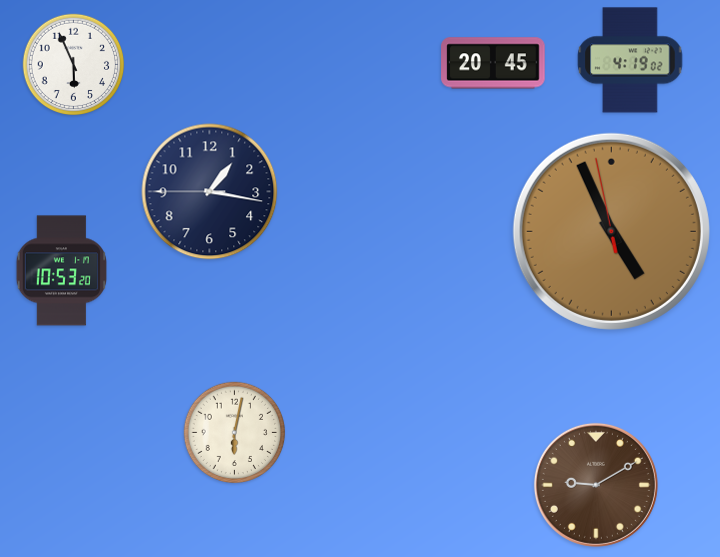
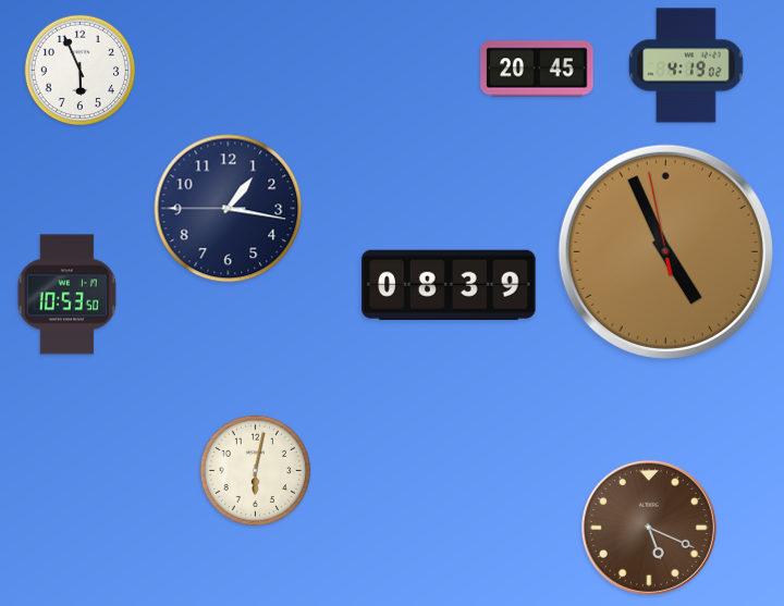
clock at (449, 285): none -> 08:39
clock at (61, 271): 10:53:20 -> 10:53:50
clock at (596, 485): 9:10 -> 5:19
